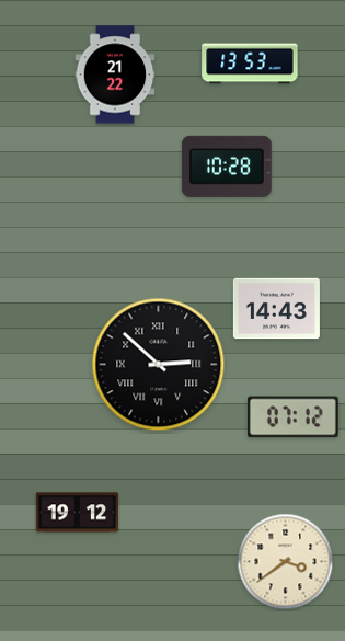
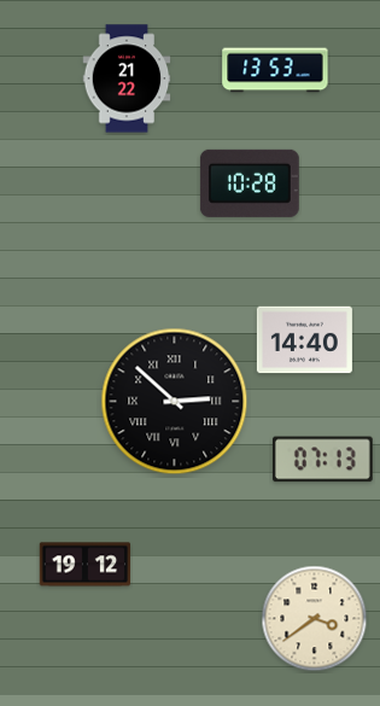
clock at (115, 75) position: (115, 75) -> (127, 78)
clock at (276, 309): 14:43 -> 14:40
clock at (292, 417): 07:12 -> 07:13
